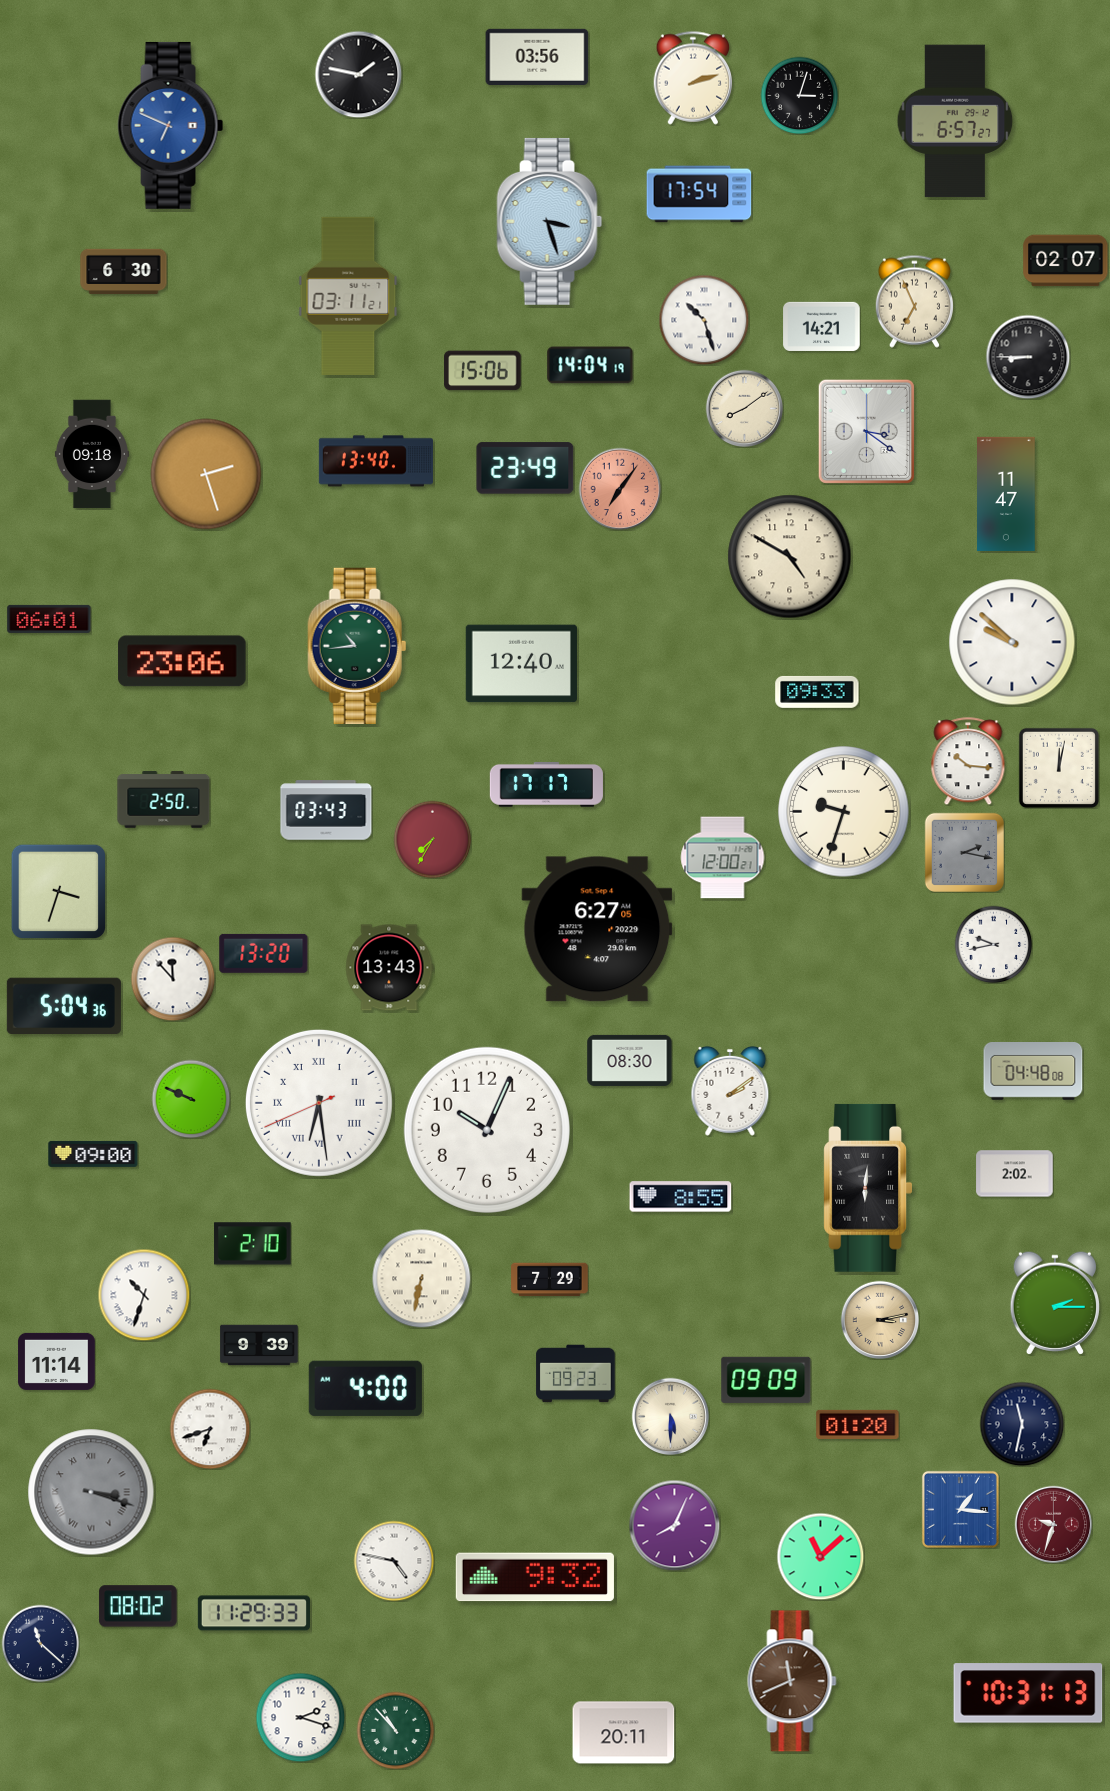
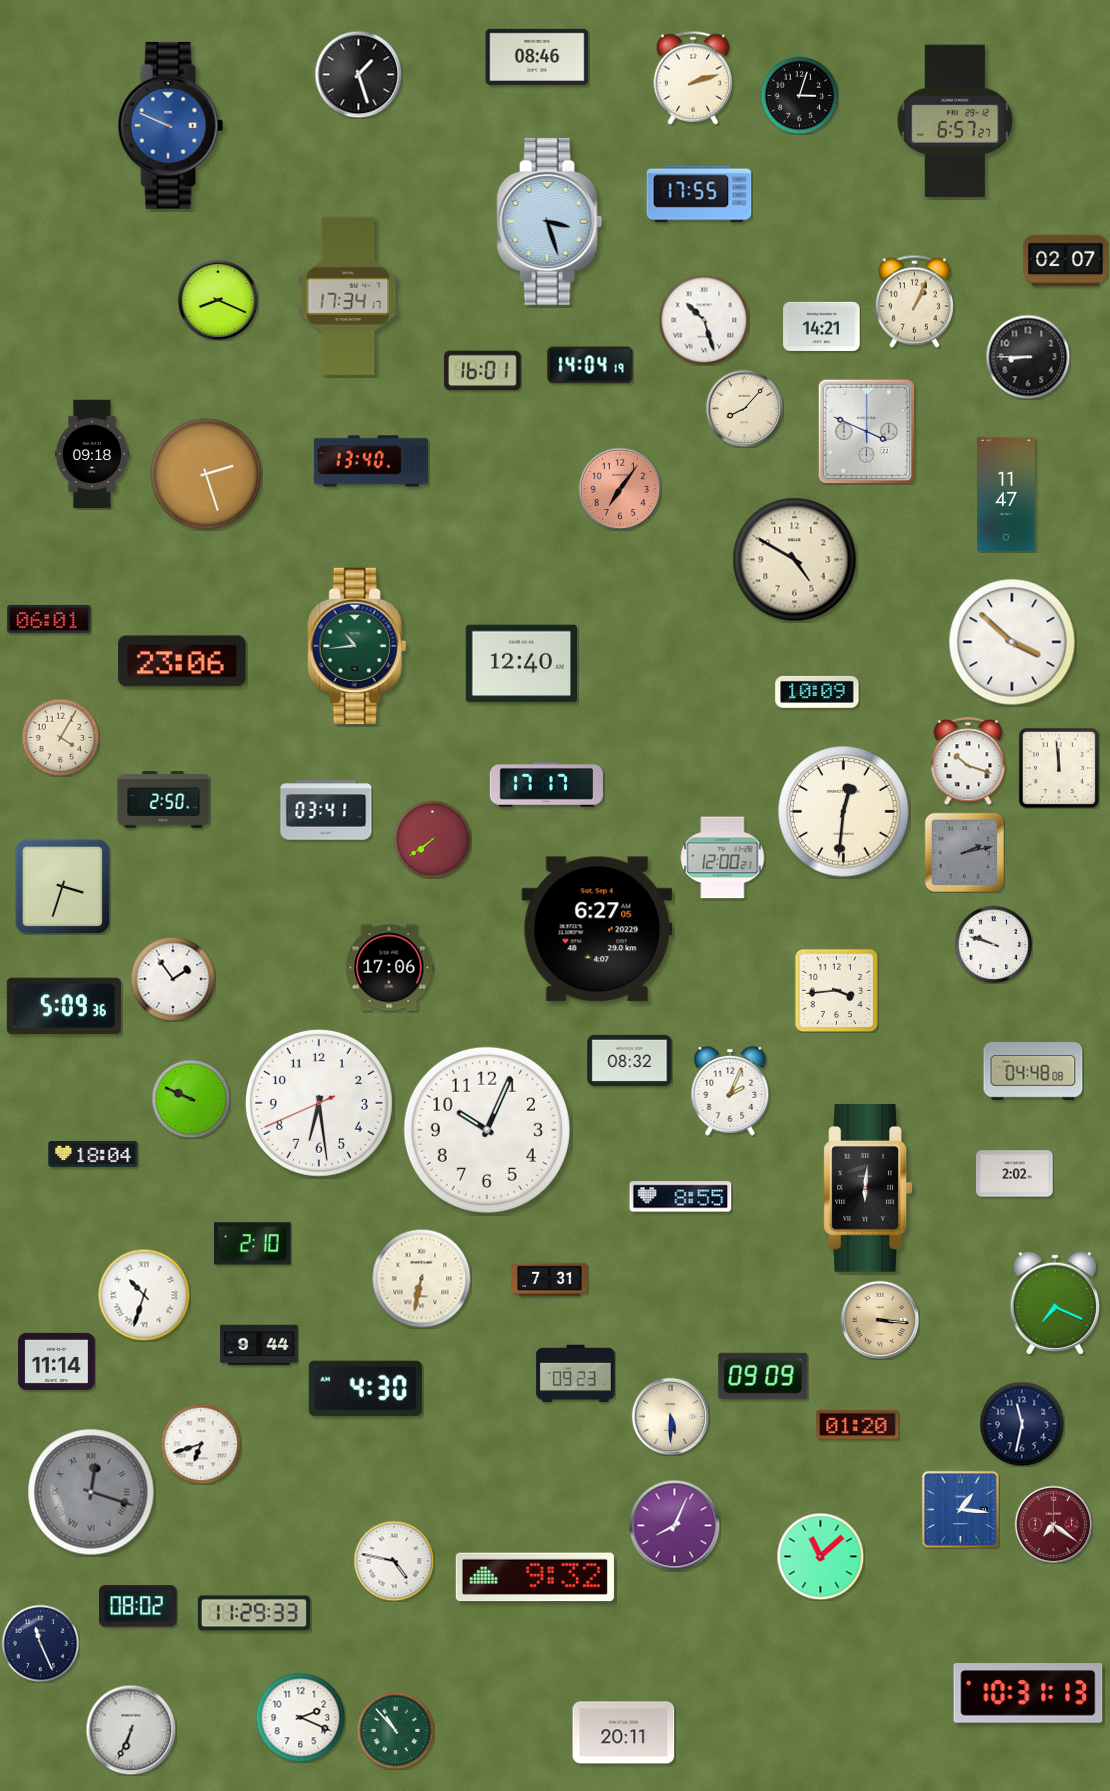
clock at (537, 57): 03:56 -> 08:46
clock at (358, 74): 1:47 -> 1:27
clock at (171, 125): 6:49 -> 9:49
clock at (699, 194): 17:54 -> 17:55
clock at (124, 272): 6:30 -> none
clock at (348, 296): 03:11 -> 17:34
clock at (218, 300): none -> 8:19
clock at (914, 301): 6:56 -> 1:04
clock at (483, 371): 15:06 -> 16:01
clock at (744, 408): 8:09 -> 8:07
clock at (866, 431): 3:21 -> 3:49
clock at (376, 461) position: (376, 461) -> (371, 461)
clock at (525, 468): 23:49 -> none
clock at (790, 557) position: (790, 557) -> (795, 560)
clock at (1012, 642): 9:52 -> 3:52
clock at (817, 692): 09:33 -> 10:09
clock at (60, 737): none -> 4:05
clock at (968, 761): 10:16 -> 10:18
clock at (1059, 768): 12:02 -> 11:59
clock at (326, 810): 03:43 -> 03:41
clock at (844, 812): 9:33 -> 12:31
clock at (432, 839): 7:35 -> 7:39
clock at (964, 852): 2:17 -> 2:13
clock at (58, 891) position: (58, 891) -> (62, 886)
clock at (993, 944): 9:43 -> 9:48
clock at (264, 953): 13:20 -> none
clock at (390, 968): 13:43 -> 17:06
clock at (173, 979): 11:53 -> 1:54
clock at (836, 990): none -> 3:44
clock at (64, 1006): 5:04 -> 5:09
clock at (630, 1060): 08:30 -> 08:32
clock at (730, 1091): 2:09 -> 2:04
clock at (319, 1103) numerals: Roman -> Arabic
clock at (93, 1154): 09:00 -> 18:04
clock at (550, 1280): 7:29 -> 7:31
clock at (1055, 1303): 2:15 -> 7:19
clock at (880, 1320): 3:13 -> 3:16
clock at (259, 1345): 9:39 -> 9:44
clock at (766, 1380) position: (766, 1380) -> (763, 1376)
clock at (365, 1388): 4:00 -> 4:30
clock at (210, 1429) position: (210, 1429) -> (201, 1444)
clock at (91, 1492): 3:18 -> 12:18
clock at (1053, 1524): 9:33 -> 7:21
clock at (40, 1643): 11:22 -> 11:26
clock at (792, 1681): 11:41 -> none
clock at (300, 1717): 2:18 -> 2:19
clock at (131, 1730): none -> 6:34
